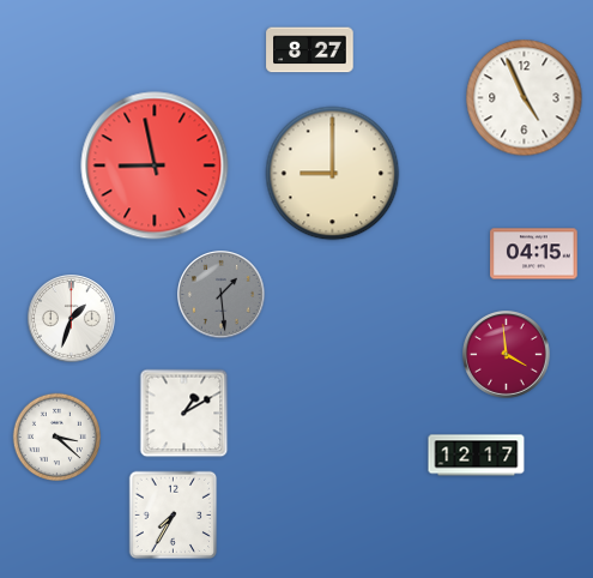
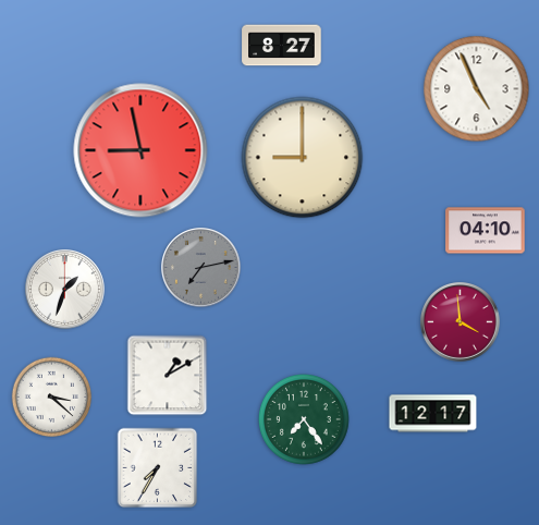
clock at (534, 254): 04:15 -> 04:10
clock at (222, 295): 1:29 -> 7:13
clock at (305, 420): none -> 7:24
